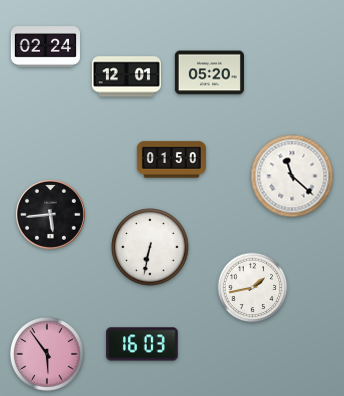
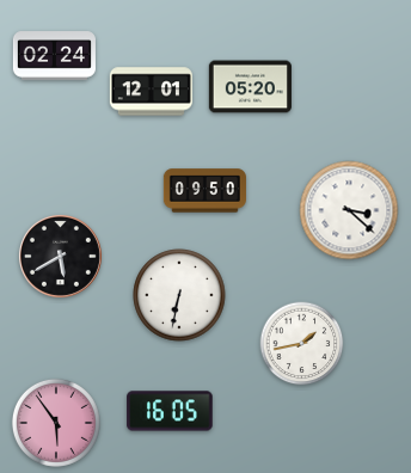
clock at (171, 160): 01:50 -> 09:50
clock at (292, 176): 11:22 -> 3:22
clock at (50, 214): 5:44 -> 5:40
clock at (142, 344): 16:03 -> 16:05
